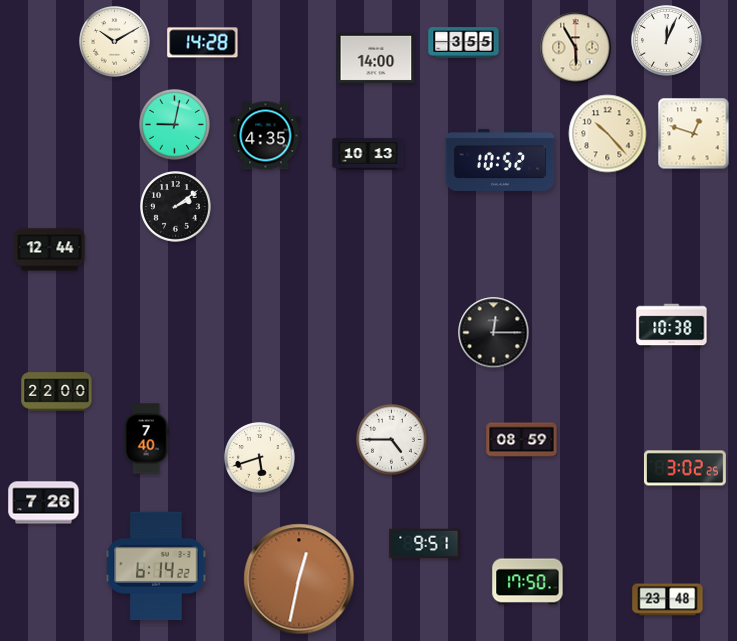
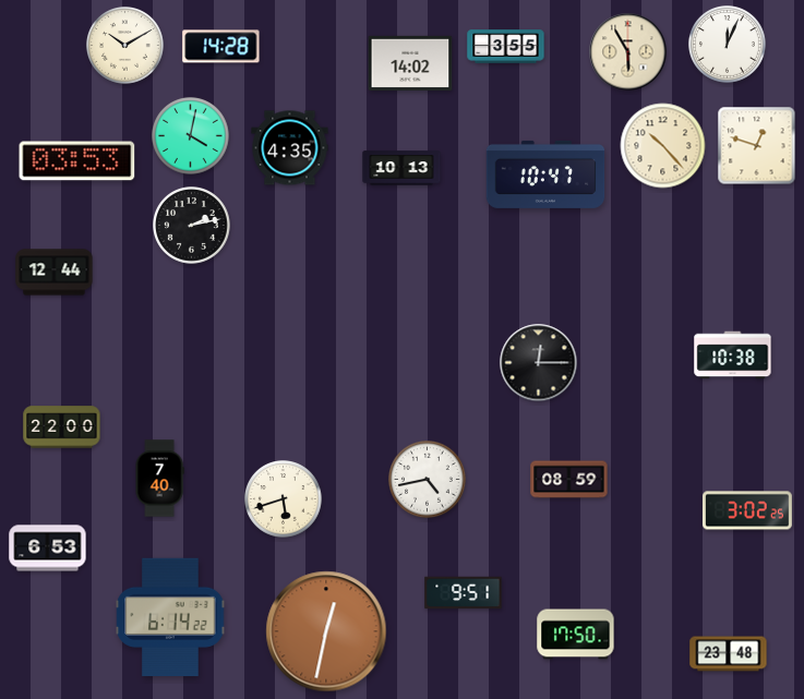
clock at (376, 58): 14:00 -> 14:02
clock at (175, 125): 9:02 -> 4:02
clock at (77, 161): none -> 03:53
clock at (500, 160): 10:52 -> 10:47
clock at (176, 207): 2:09 -> 2:13
clock at (392, 440): 4:45 -> 4:43
clock at (44, 503): 7:26 -> 6:53
